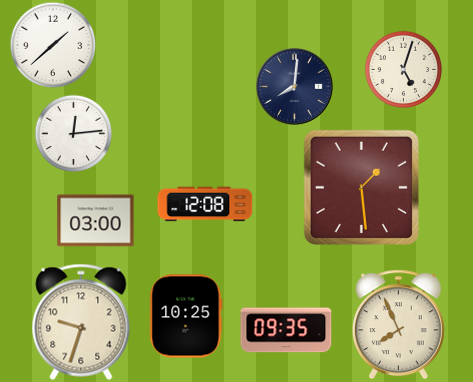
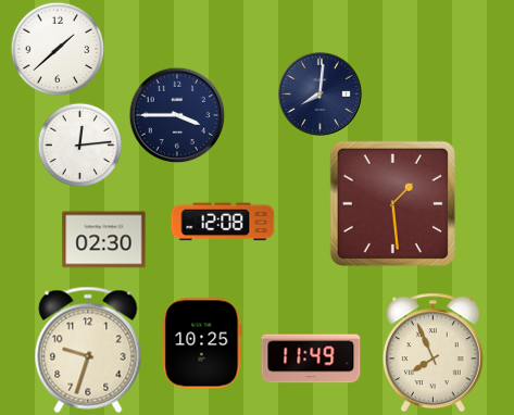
clock at (403, 69): 5:03 -> none
clock at (177, 115): none -> 3:45
clock at (96, 221): 03:00 -> 02:30
clock at (286, 330): 09:35 -> 11:49
